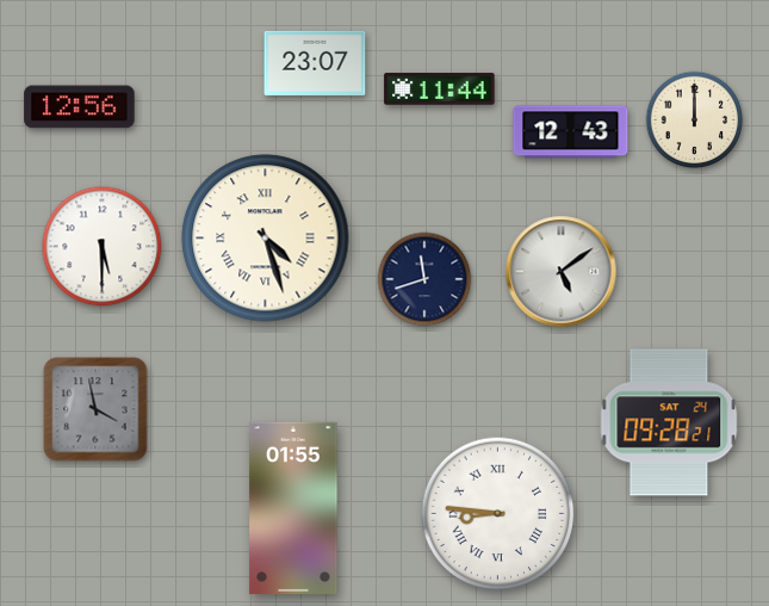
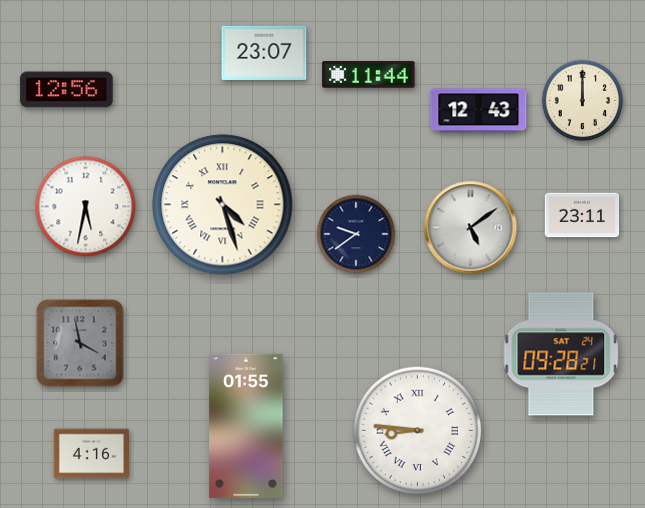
clock at (266, 239) position: (266, 239) -> (223, 205)
clock at (103, 247): 5:30 -> 5:32
clock at (582, 215): none -> 23:11
clock at (424, 279): 11:42 -> 9:39
clock at (91, 454): none -> 4:16
